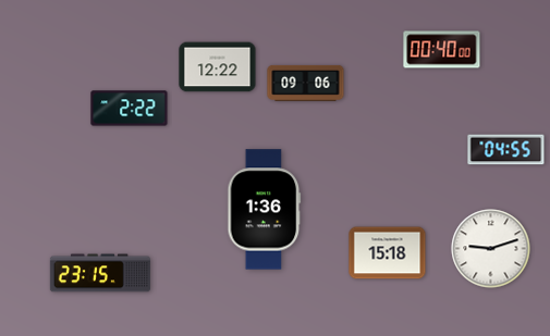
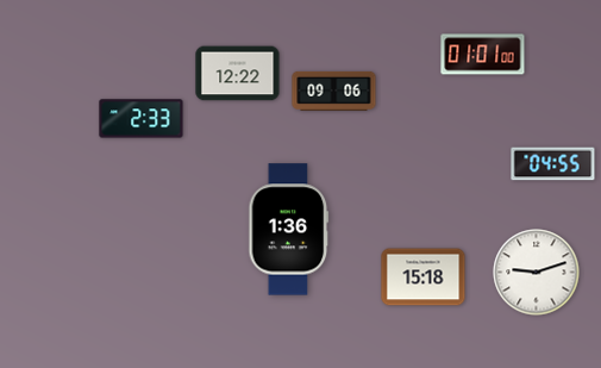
clock at (442, 50): 00:40 -> 01:01
clock at (130, 109): 2:22 -> 2:33
clock at (100, 273): 23:15 -> none
